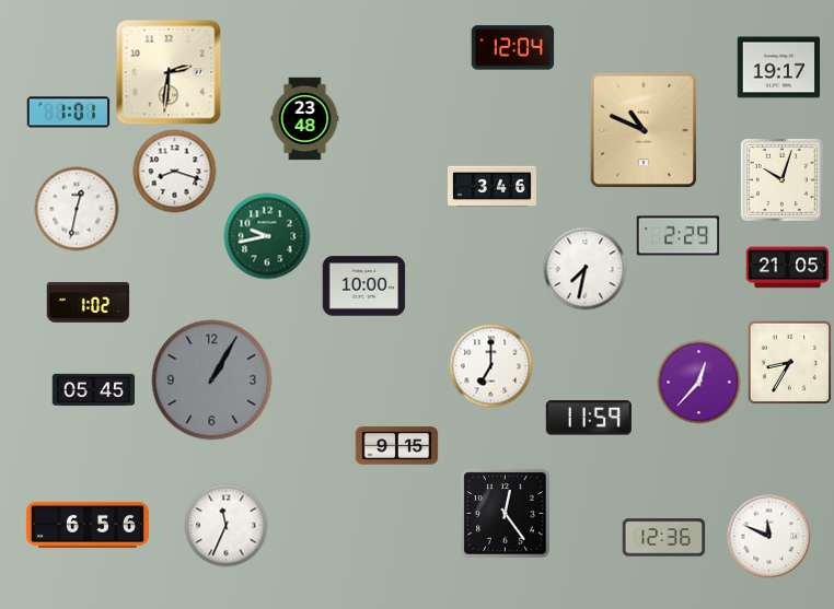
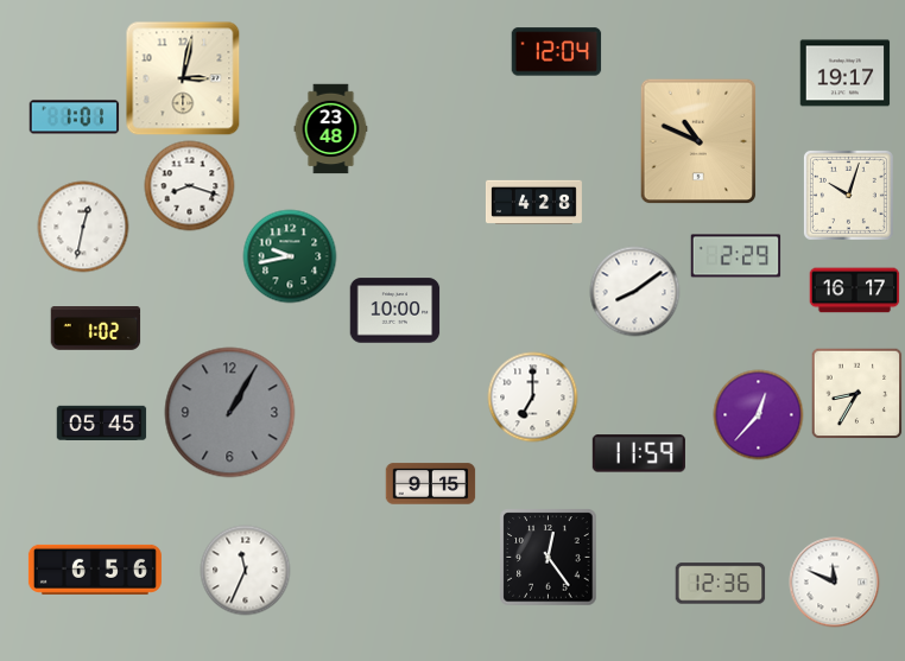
clock at (169, 72): 2:31 -> 3:02
clock at (69, 113) position: (69, 113) -> (75, 117)
clock at (491, 186): 3:46 -> 4:28
clock at (788, 268): 21:05 -> 16:17
clock at (586, 269): 7:32 -> 8:09
